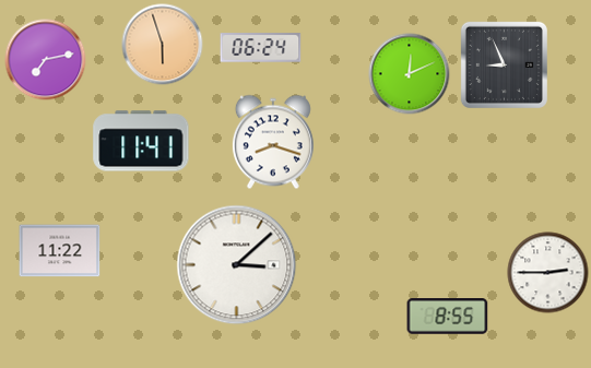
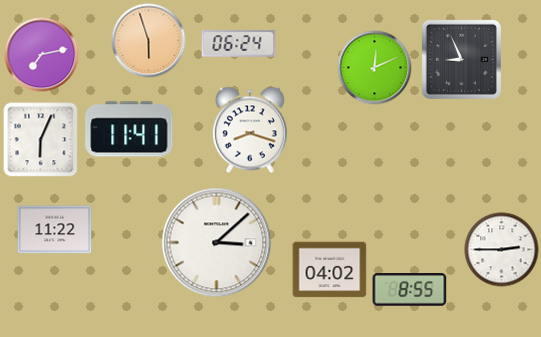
clock at (41, 140): none -> 6:04
clock at (330, 270): none -> 04:02
